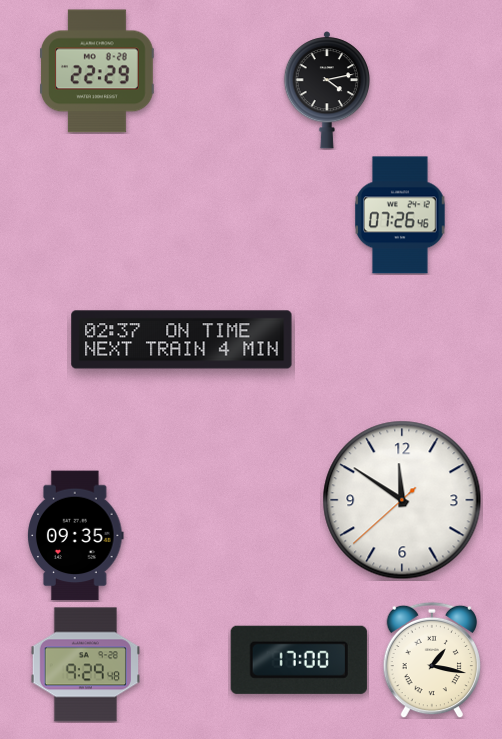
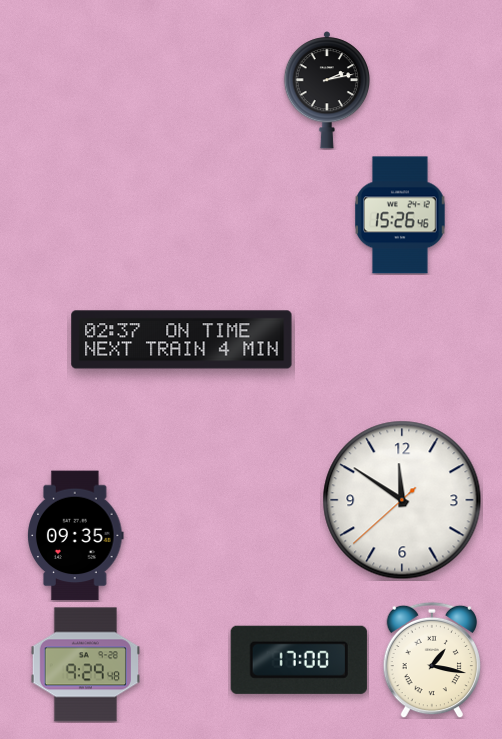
clock at (97, 71): 22:29 -> none
clock at (326, 90): 4:13 -> 2:13
clock at (401, 215): 07:26 -> 15:26
